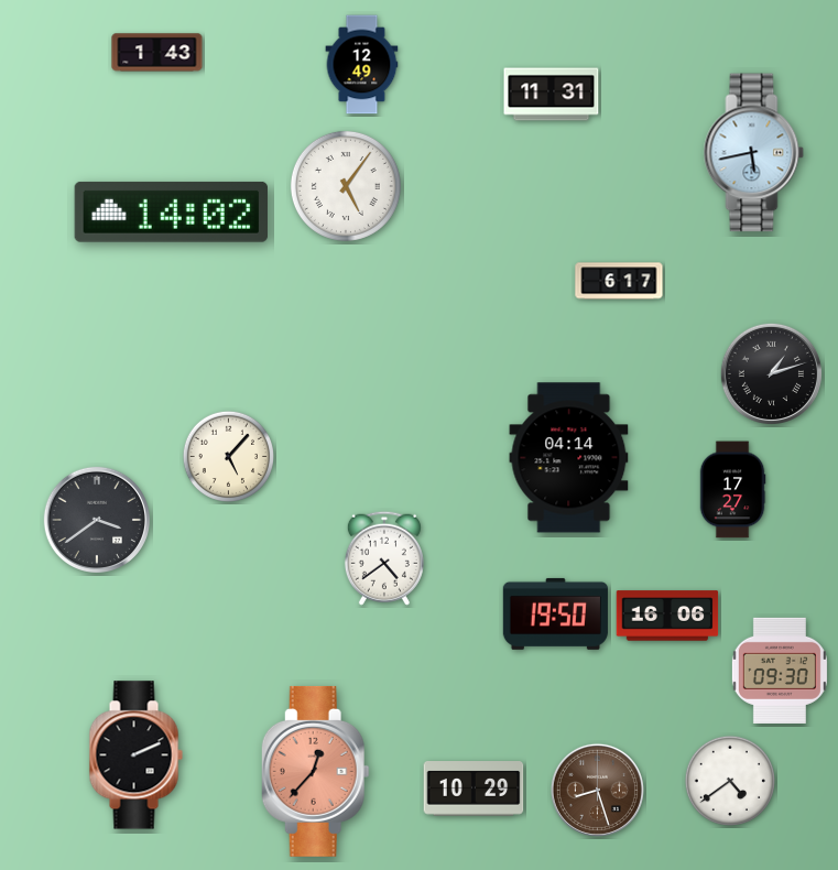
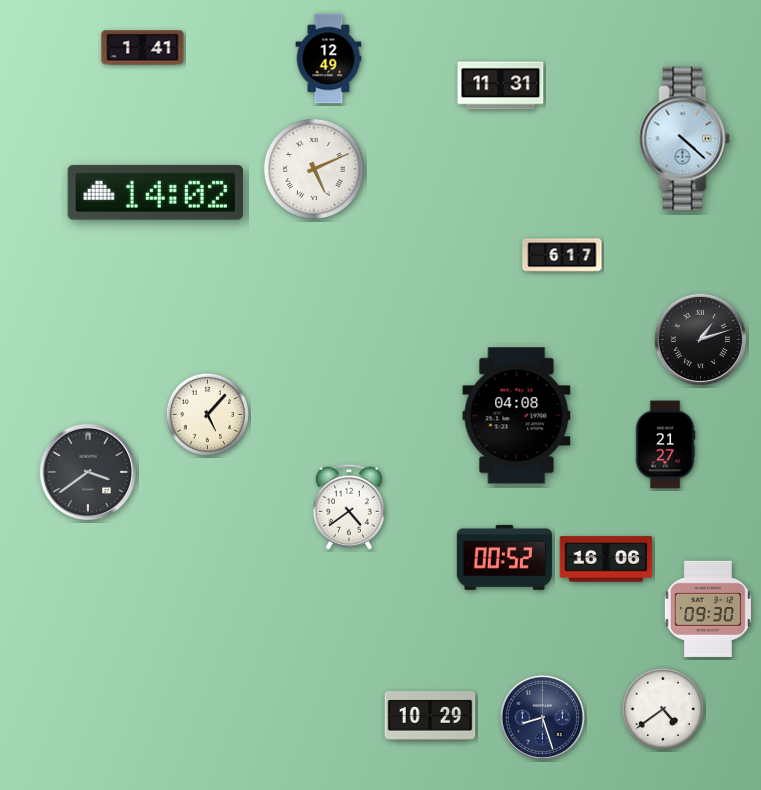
clock at (157, 53): 1:43 -> 1:41
clock at (754, 153): 5:43 -> 4:22
clock at (346, 186): 5:06 -> 5:11
clock at (569, 458): 04:14 -> 04:08
clock at (732, 490): 17:27 -> 21:27
clock at (555, 613): 19:50 -> 00:52
clock at (135, 755): 2:11 -> none
clock at (315, 771): 12:37 -> none
clock at (597, 790) dial: brown -> navy
